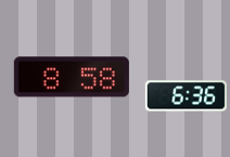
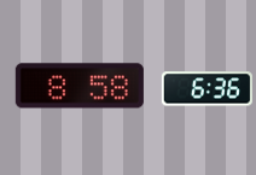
clock at (186, 96) position: (186, 96) -> (206, 89)
